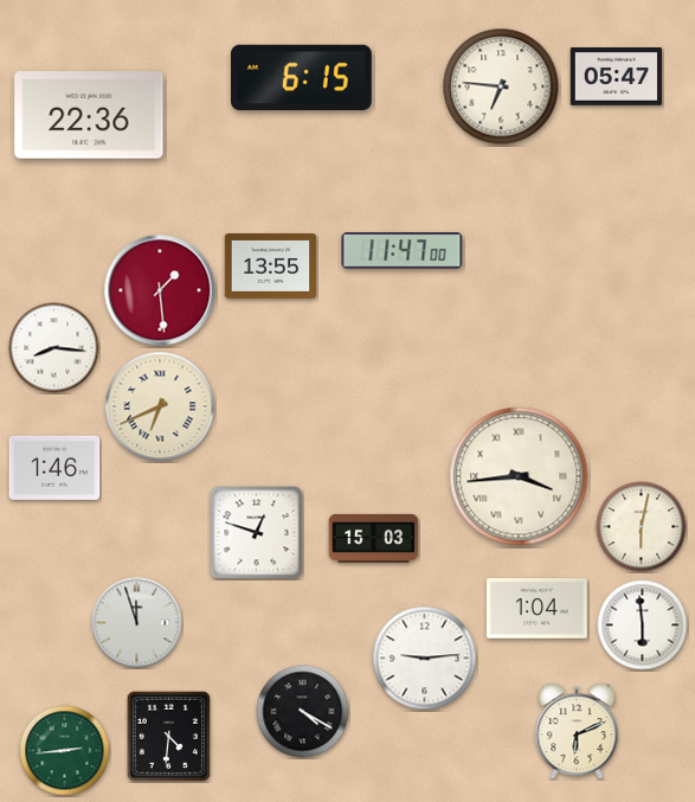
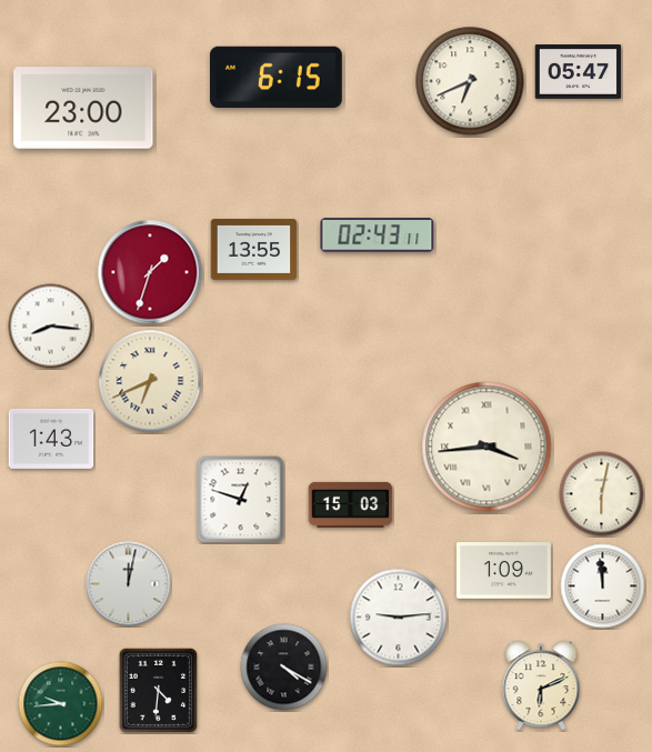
clock at (301, 78) position: (301, 78) -> (275, 78)
clock at (501, 86): 6:46 -> 6:41
clock at (89, 115): 22:36 -> 23:00
clock at (403, 251): 11:47 -> 02:43
clock at (160, 290): 1:29 -> 1:33
clock at (54, 468): 1:46 -> 1:43
clock at (536, 609): 1:04 -> 1:09
clock at (137, 623): 11:57 -> 12:02
clock at (643, 625): 5:59 -> 11:59
clock at (65, 751): 2:44 -> 9:44
